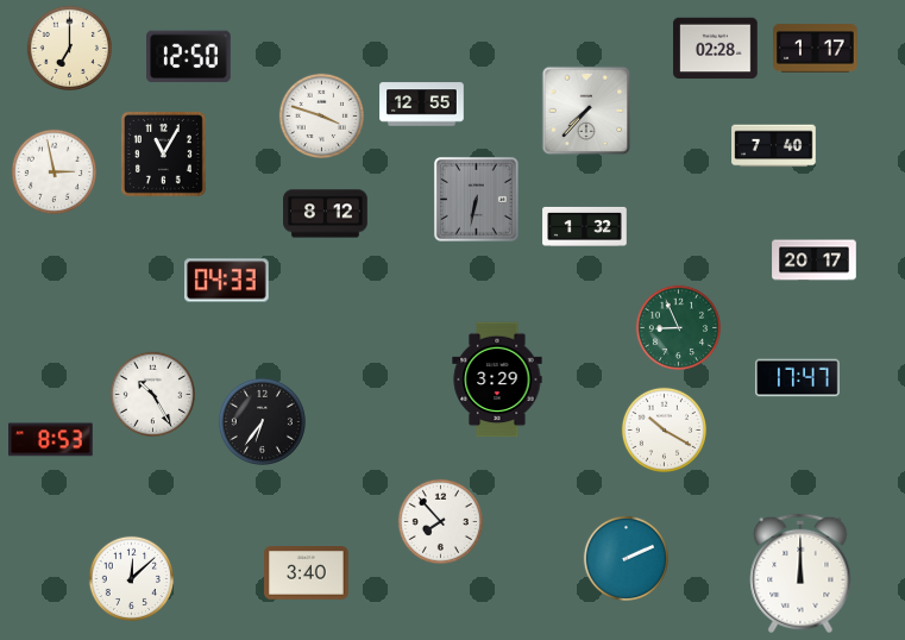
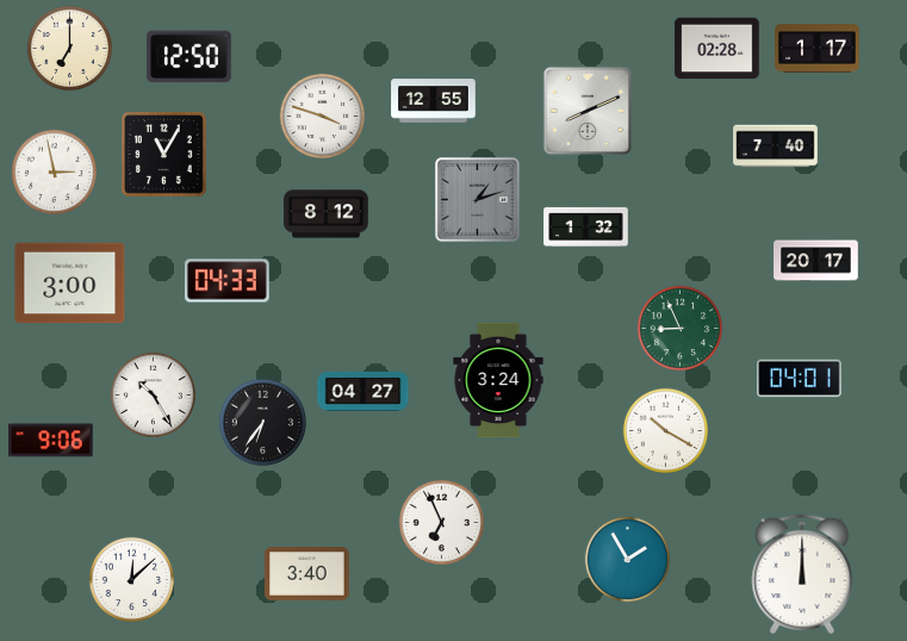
clock at (422, 105) position: (422, 105) -> (434, 101)
clock at (586, 111): 7:37 -> 8:11
clock at (476, 199): 6:32 -> 1:12
clock at (70, 284): none -> 3:00
clock at (798, 378): 17:47 -> 04:01
clock at (497, 379): 3:29 -> 3:24
clock at (364, 391): none -> 04:27
clock at (51, 440): 8:53 -> 9:06
clock at (440, 521): 7:53 -> 6:56
clock at (626, 558): 2:11 -> 1:55
